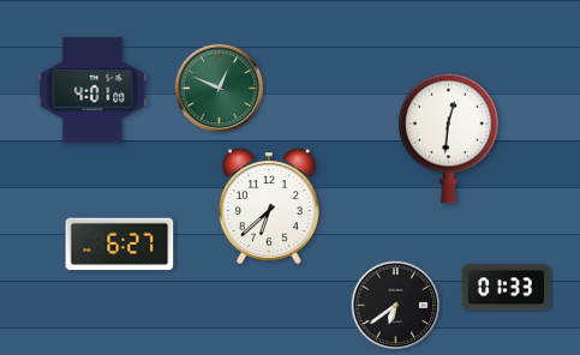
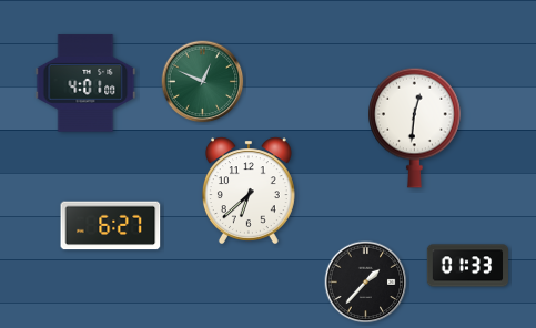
clock at (396, 306): 6:39 -> 1:37
